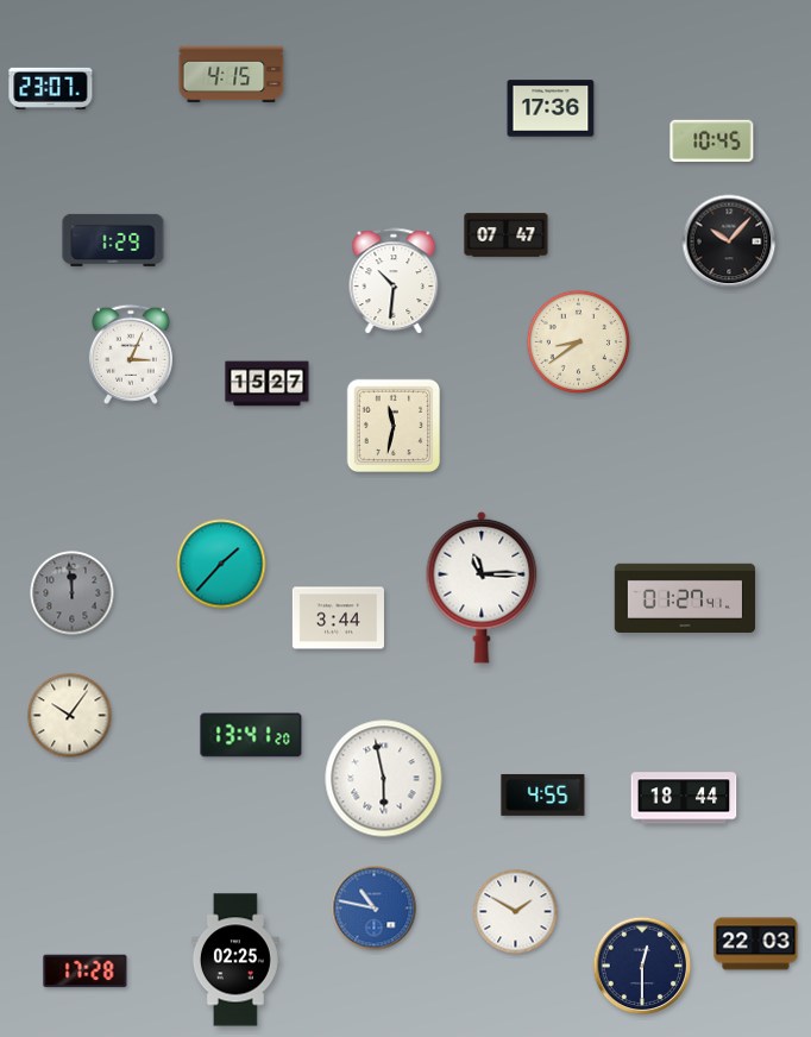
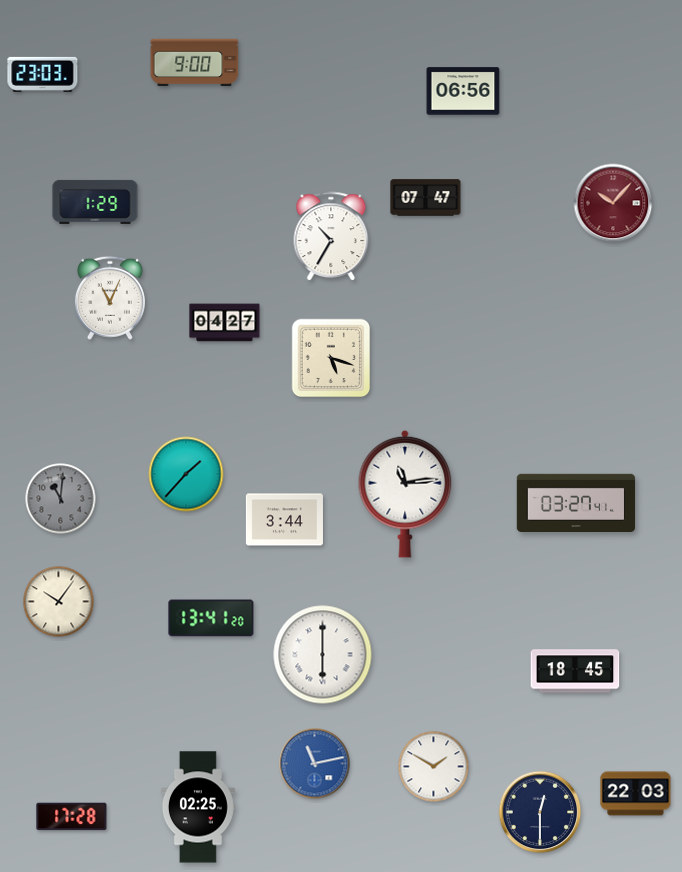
clock at (232, 75): 4:15 -> 9:00
clock at (51, 88): 23:07 -> 23:03
clock at (551, 108): 17:36 -> 06:56
clock at (712, 140): 10:45 -> none
clock at (729, 241) dial: black -> burgundy
clock at (394, 282): 10:31 -> 10:35
clock at (578, 341): 8:39 -> none
clock at (131, 354): 3:04 -> 11:04
clock at (268, 384): 15:27 -> 04:27
clock at (394, 426): 11:32 -> 5:18
clock at (482, 587): 11:15 -> 11:14
clock at (73, 593): 11:59 -> 11:01
clock at (685, 597): 01:27 -> 03:27
clock at (384, 779): 5:58 -> 6:00
clock at (543, 794): 4:55 -> none
clock at (684, 798): 18:44 -> 18:45
clock at (375, 909): 10:47 -> 11:13
